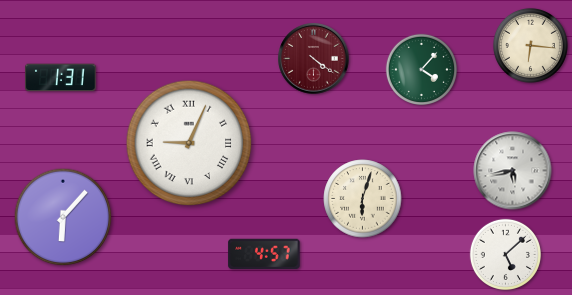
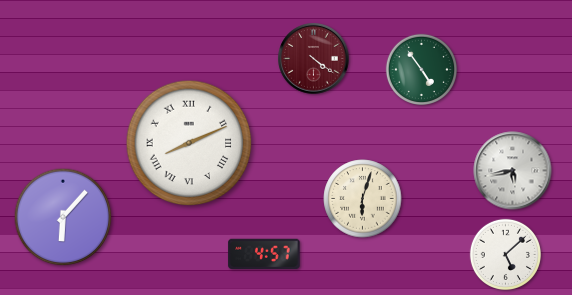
clock at (530, 45): 6:16 -> none
clock at (421, 69): 4:07 -> 4:54
clock at (61, 78): 1:31 -> none
clock at (189, 143): 9:04 -> 8:11
